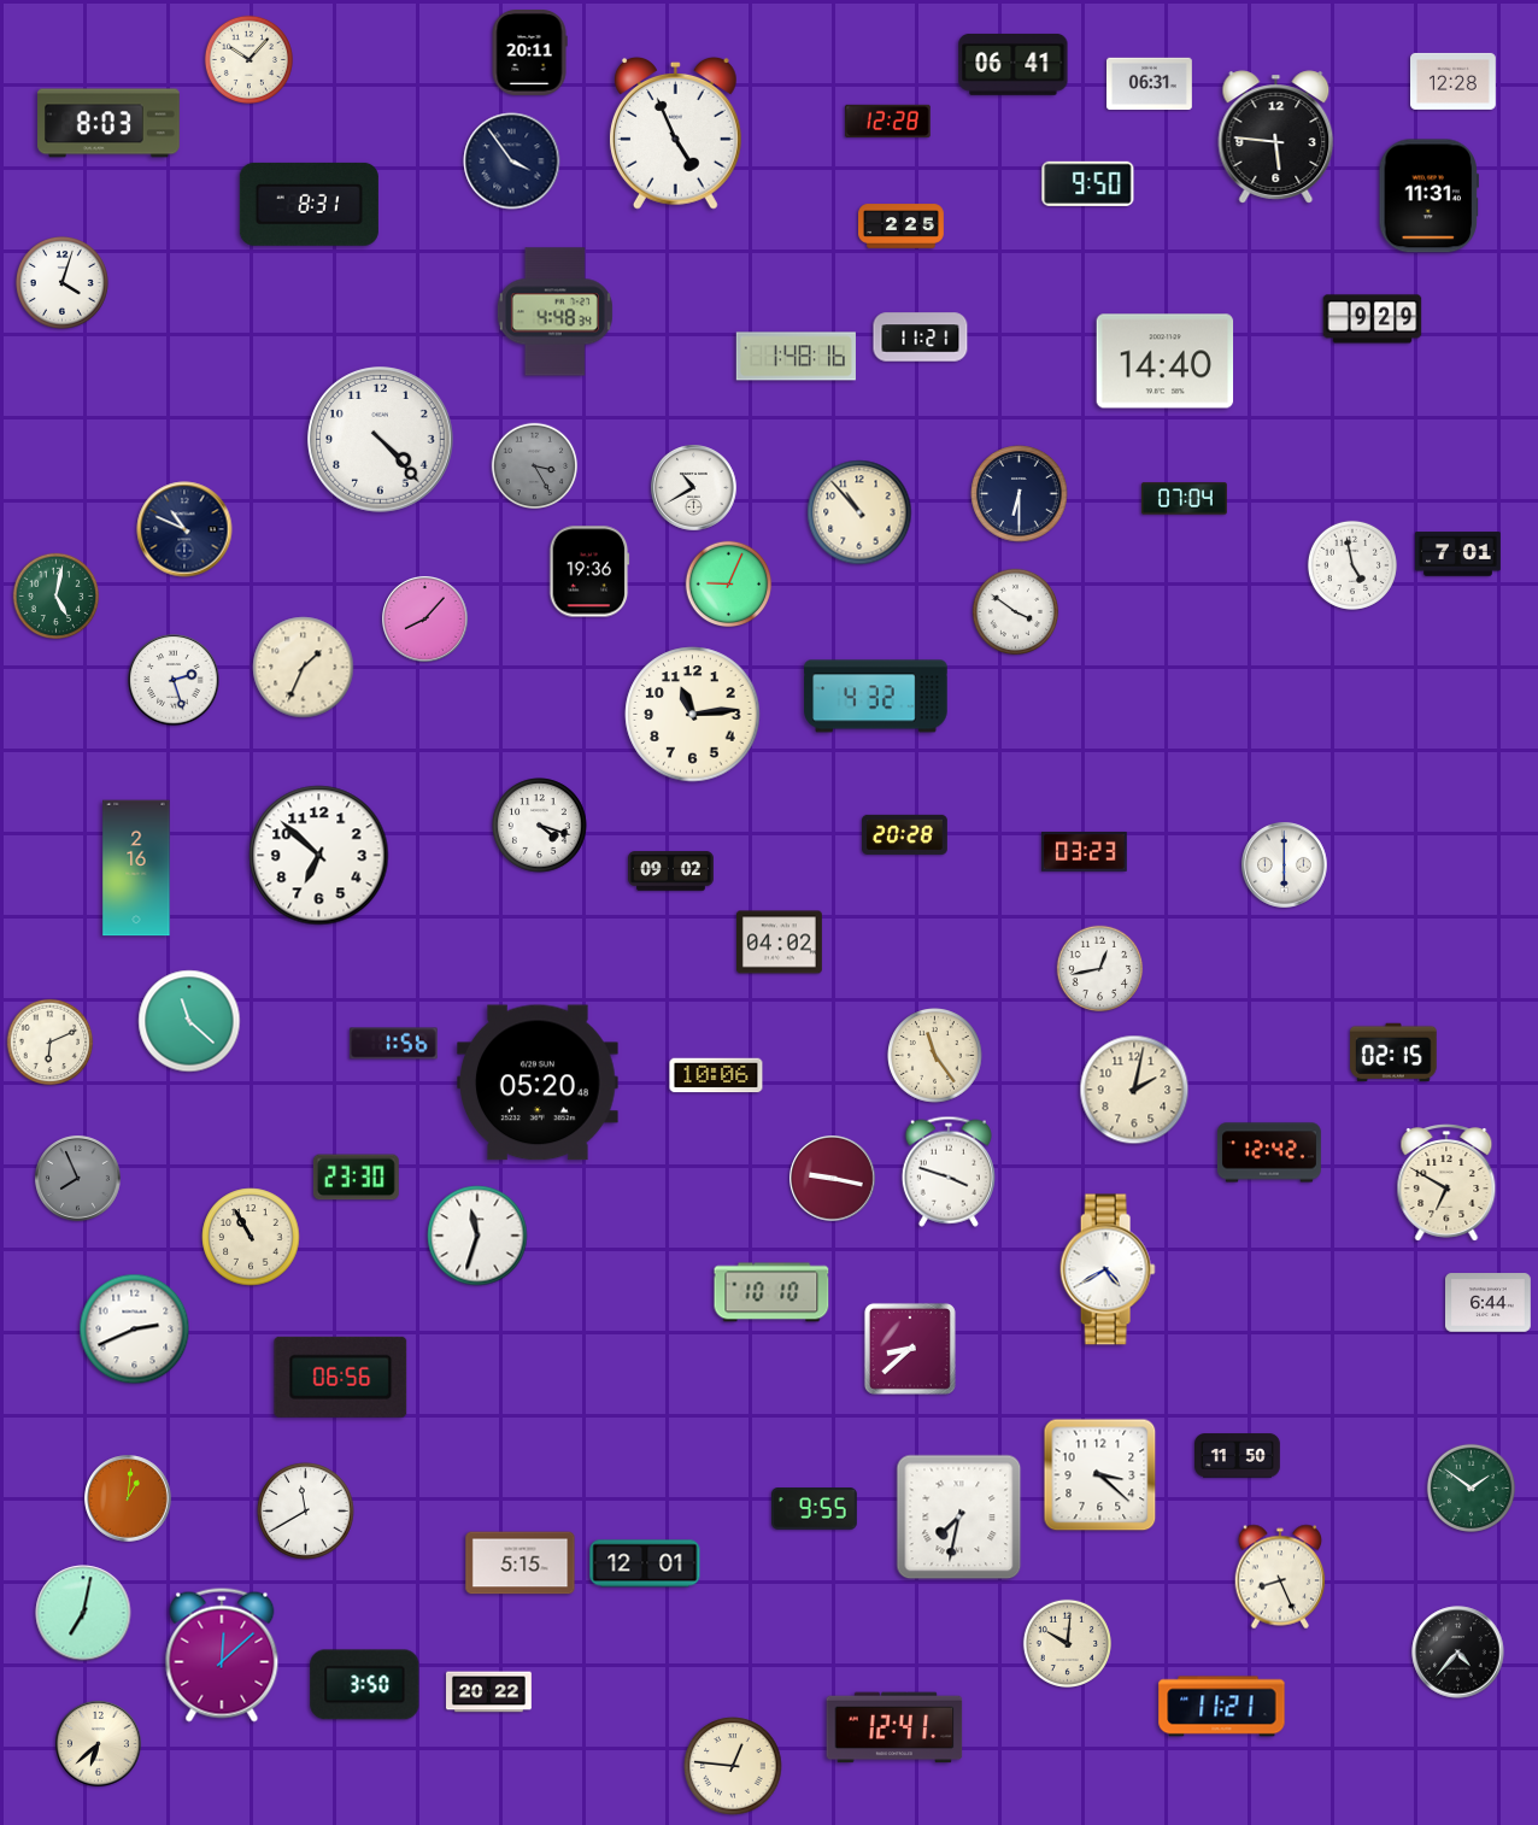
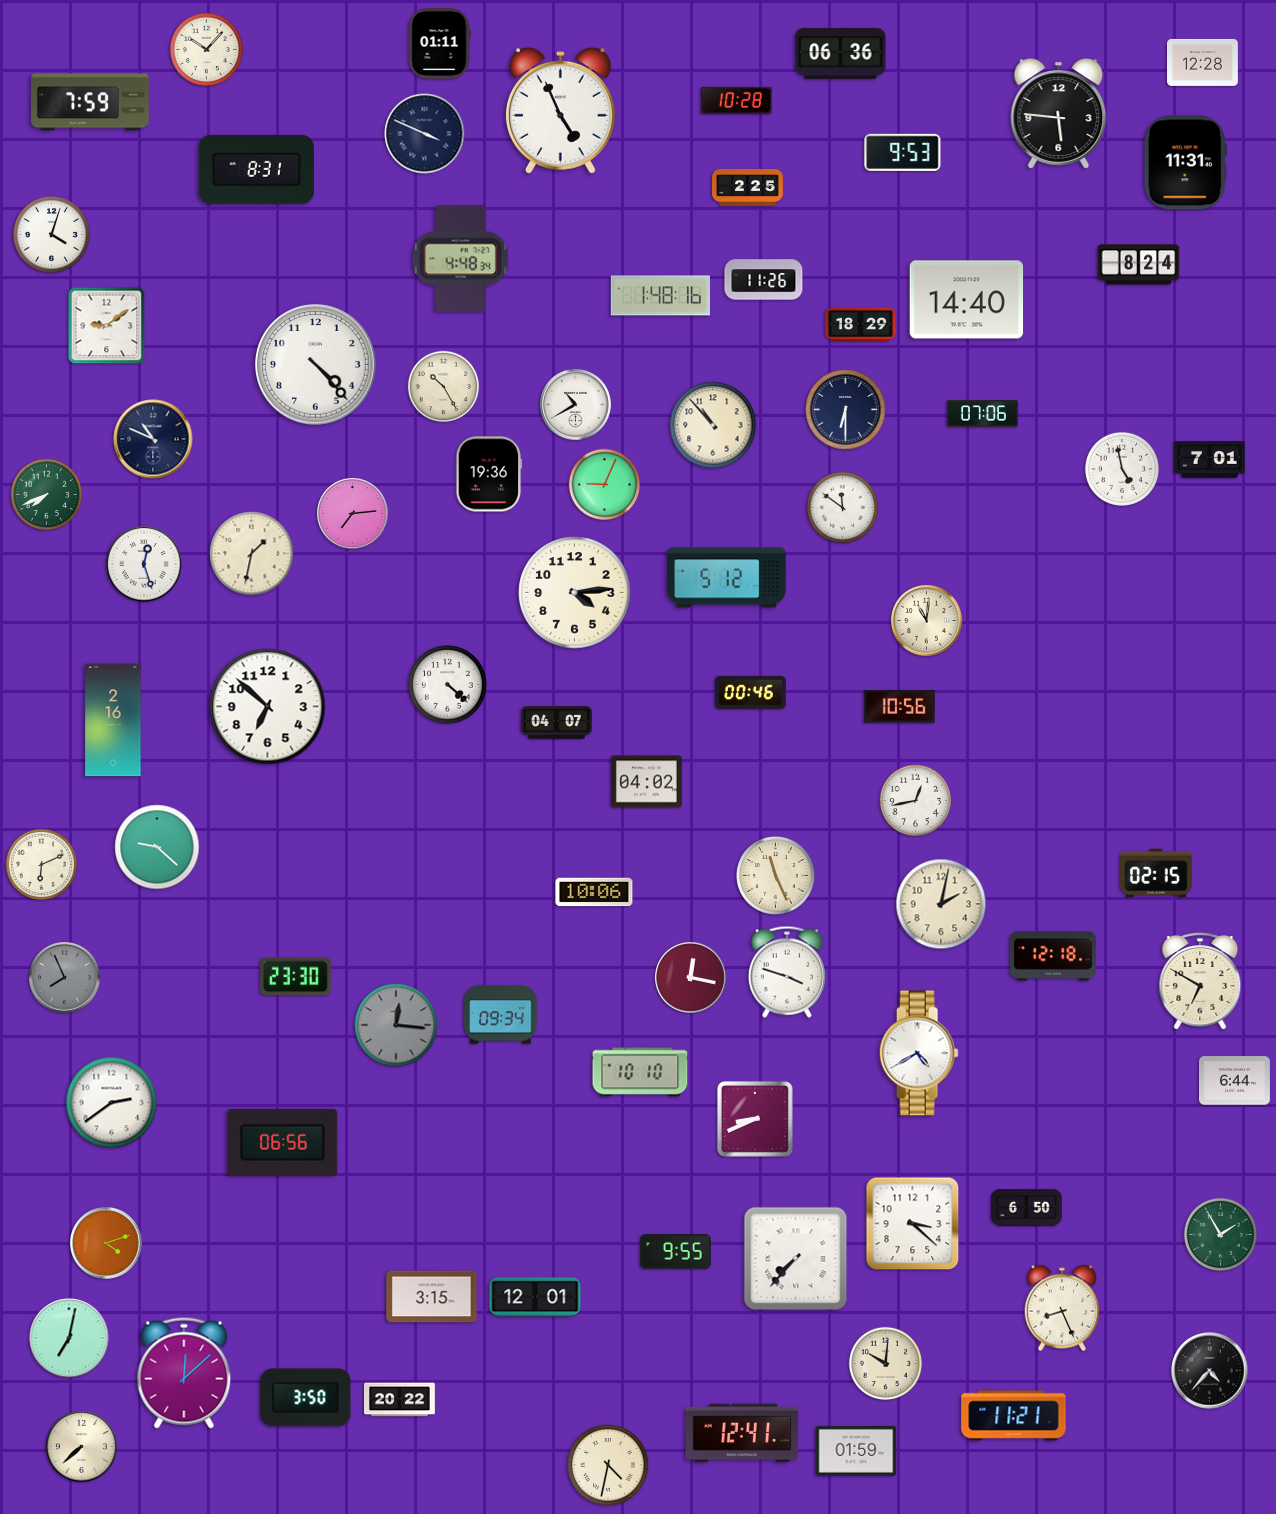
clock at (529, 53): 20:11 -> 01:11
clock at (1014, 64): 06:41 -> 06:36
clock at (1454, 81) position: (1454, 81) -> (1203, 62)
clock at (1150, 84): 06:31 -> none
clock at (888, 121): 12:28 -> 10:28
clock at (108, 123): 8:03 -> 7:59
clock at (512, 162): 3:54 -> 3:49
clock at (1088, 183): 9:50 -> 9:53
clock at (1373, 319): 9:29 -> 8:24
clock at (921, 338): 11:21 -> 11:26
clock at (861, 325): none -> 18:29
clock at (107, 326): none -> 9:09
clock at (535, 466): 3:25 -> 10:25
clock at (535, 466) dial: grey -> cream
clock at (1185, 499): 07:04 -> 07:06
clock at (57, 597): 5:02 -> 7:41
clock at (1016, 612): 3:51 -> 11:51
clock at (425, 620): 8:07 -> 7:14
clock at (304, 668): 1:34 -> 1:32
clock at (174, 680): 2:27 -> 12:27
clock at (876, 697): 4:32 -> 5:12
clock at (693, 715): 11:14 -> 4:14
clock at (927, 621): none -> 11:01
clock at (540, 826): 4:18 -> 4:22
clock at (905, 834): 20:28 -> 00:46
clock at (1085, 851): 03:23 -> 10:56
clock at (319, 856) position: (319, 856) -> (268, 707)
clock at (1285, 865): 6:00 -> none
clock at (671, 872): 09:02 -> 04:07
clock at (1100, 969) position: (1100, 969) -> (916, 801)
clock at (189, 1021): 11:22 -> 9:22
clock at (394, 1044): 1:56 -> none
clock at (935, 1056): 11:24 -> 11:26
clock at (539, 1082): 05:20 -> none
clock at (1269, 1152): 12:42 -> 12:18
clock at (833, 1179): 9:17 -> 12:17
clock at (501, 1015): none -> 09:34
clock at (477, 1236): 11:33 -> 12:16
clock at (477, 1236) dial: white -> grey
clock at (251, 1237): 10:55 -> none
clock at (135, 1330): 2:41 -> 2:39
clock at (910, 1349): 8:38 -> 8:41
clock at (1238, 1456): 11:50 -> 6:50
clock at (1471, 1487): 1:51 -> 1:55
clock at (128, 1498): 1:01 -> 4:12
clock at (306, 1512): 11:40 -> none
clock at (959, 1518): 7:32 -> 7:37
clock at (521, 1563): 5:15 -> 3:15
clock at (365, 1685) position: (365, 1685) -> (306, 1398)
clock at (489, 1692) position: (489, 1692) -> (400, 1400)
clock at (99, 1744): 6:38 -> 7:38
clock at (856, 1451): none -> 01:59
clock at (733, 1766): 12:46 -> 4:32
